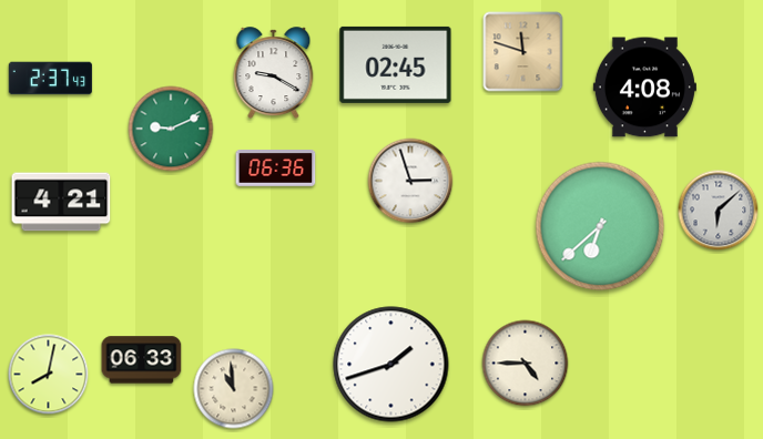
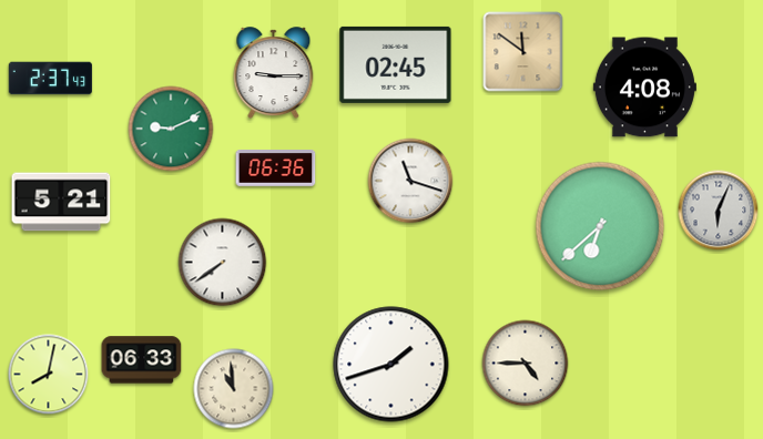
clock at (523, 52): 11:48 -> 11:51
clock at (274, 73): 9:20 -> 9:15
clock at (410, 181): 2:57 -> 11:18
clock at (61, 202): 4:21 -> 5:21
clock at (719, 211): 6:08 -> 6:04
clock at (223, 263): none -> 7:39
